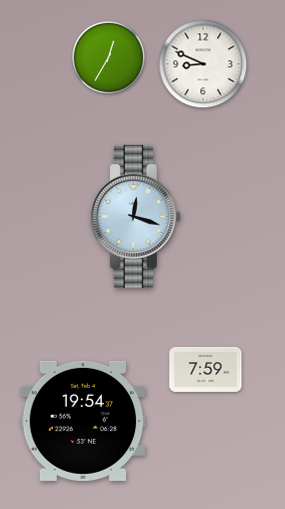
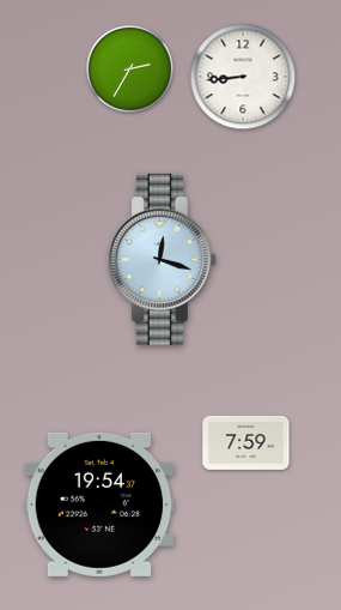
clock at (109, 58): 12:35 -> 2:35
clock at (203, 64): 8:49 -> 8:44
